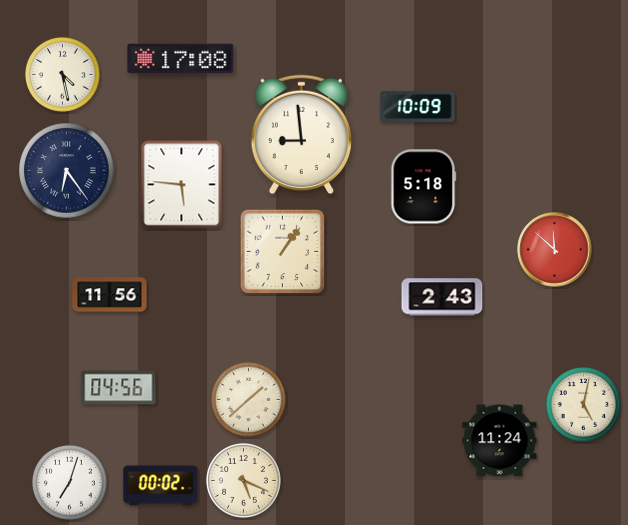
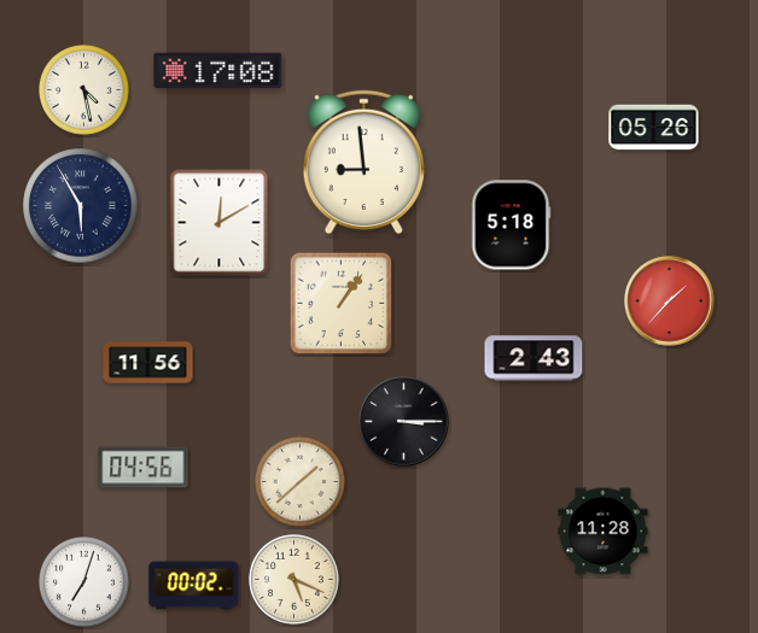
clock at (62, 74) position: (62, 74) -> (83, 89)
clock at (418, 106): 10:09 -> none
clock at (654, 128): none -> 05:26
clock at (67, 171): 6:24 -> 5:55
clock at (182, 185): 5:46 -> 12:10
clock at (555, 250): 11:52 -> 1:37
clock at (110, 295) position: (110, 295) -> (148, 363)
clock at (404, 422): none -> 3:15
clock at (583, 404): 5:02 -> none
clock at (500, 441): 11:24 -> 11:28
